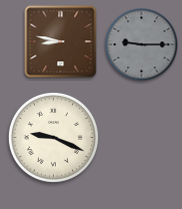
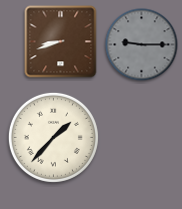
clock at (61, 42): 8:47 -> 8:42
clock at (53, 137): 9:19 -> 1:37
